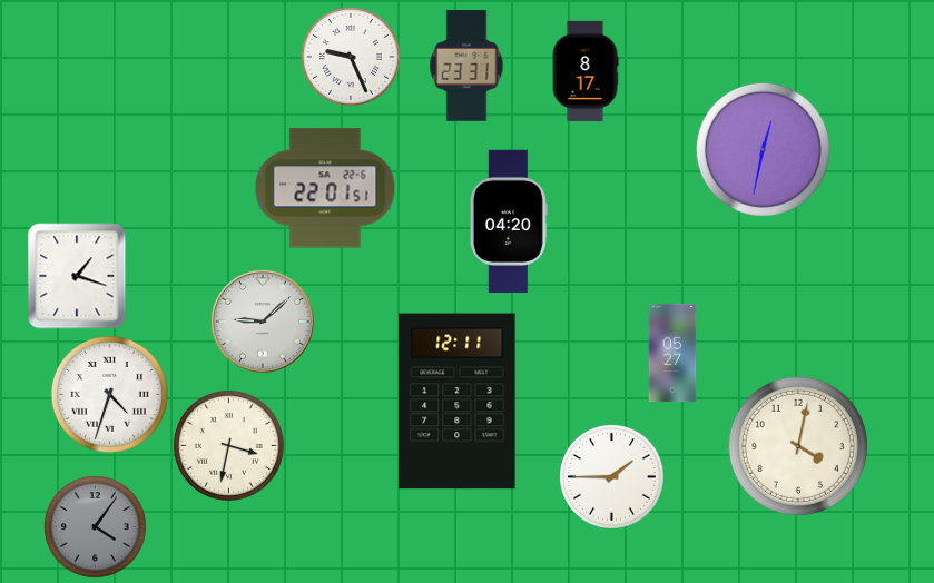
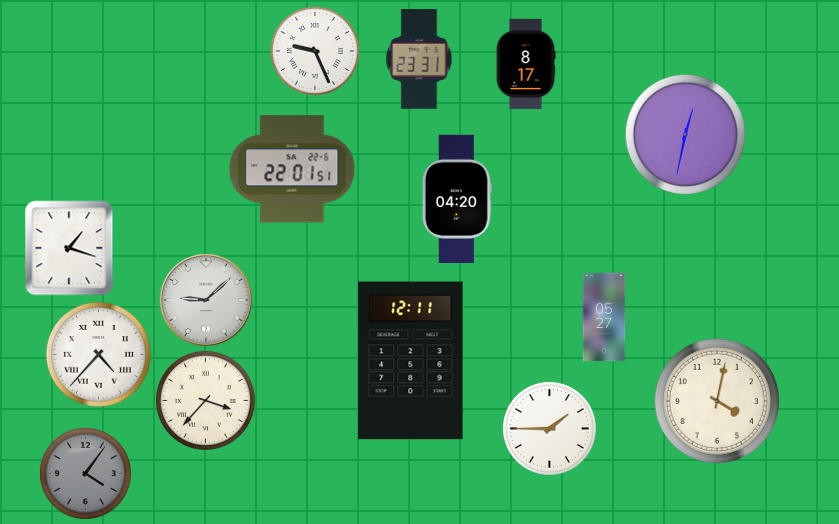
clock at (263, 322) position: (263, 322) -> (206, 300)
clock at (109, 394): 4:33 -> 4:37
clock at (228, 445): 3:32 -> 3:37
